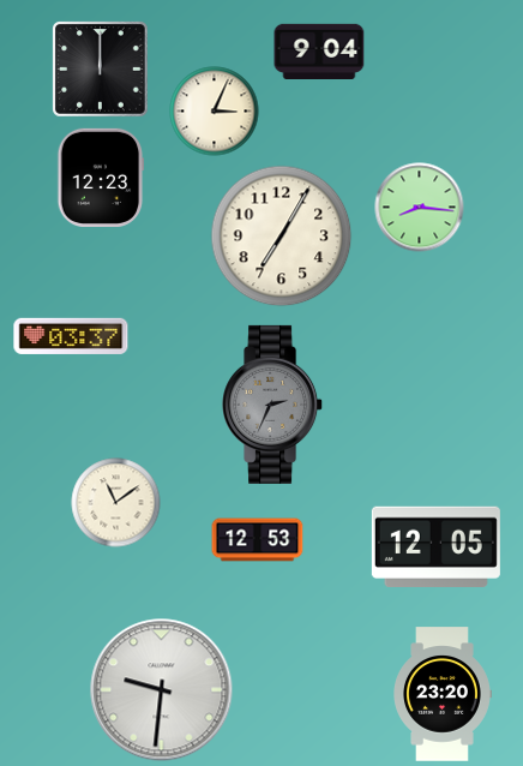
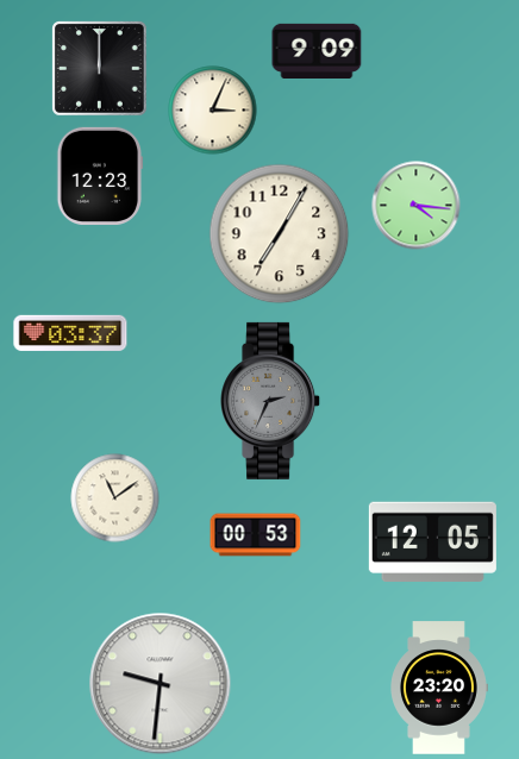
clock at (319, 50): 9:04 -> 9:09
clock at (420, 208): 8:16 -> 4:16
clock at (258, 540): 12:53 -> 00:53
